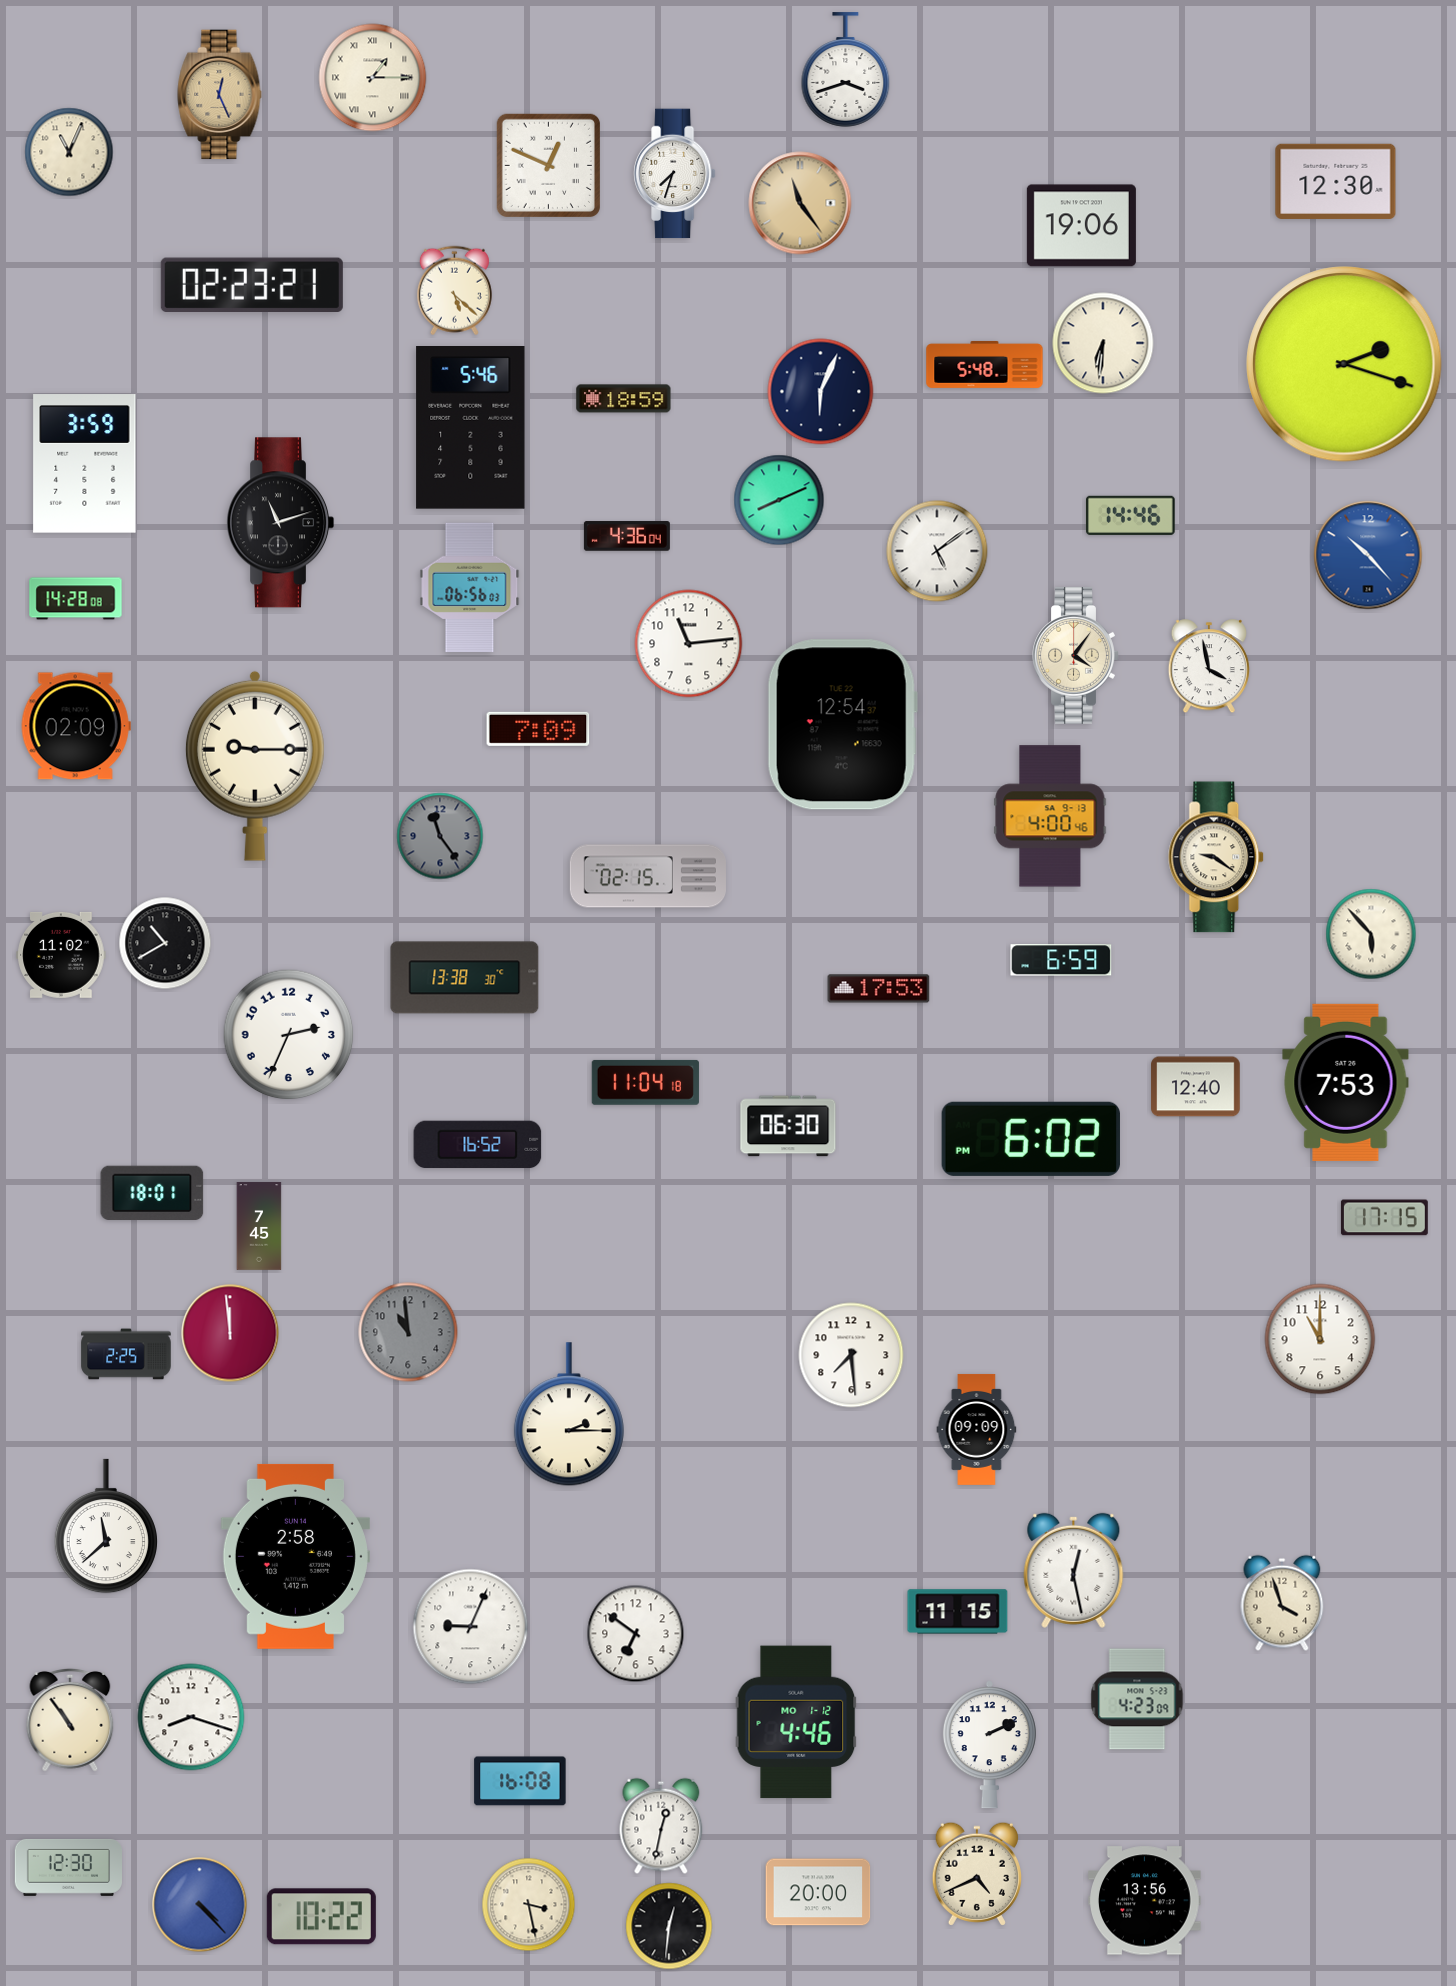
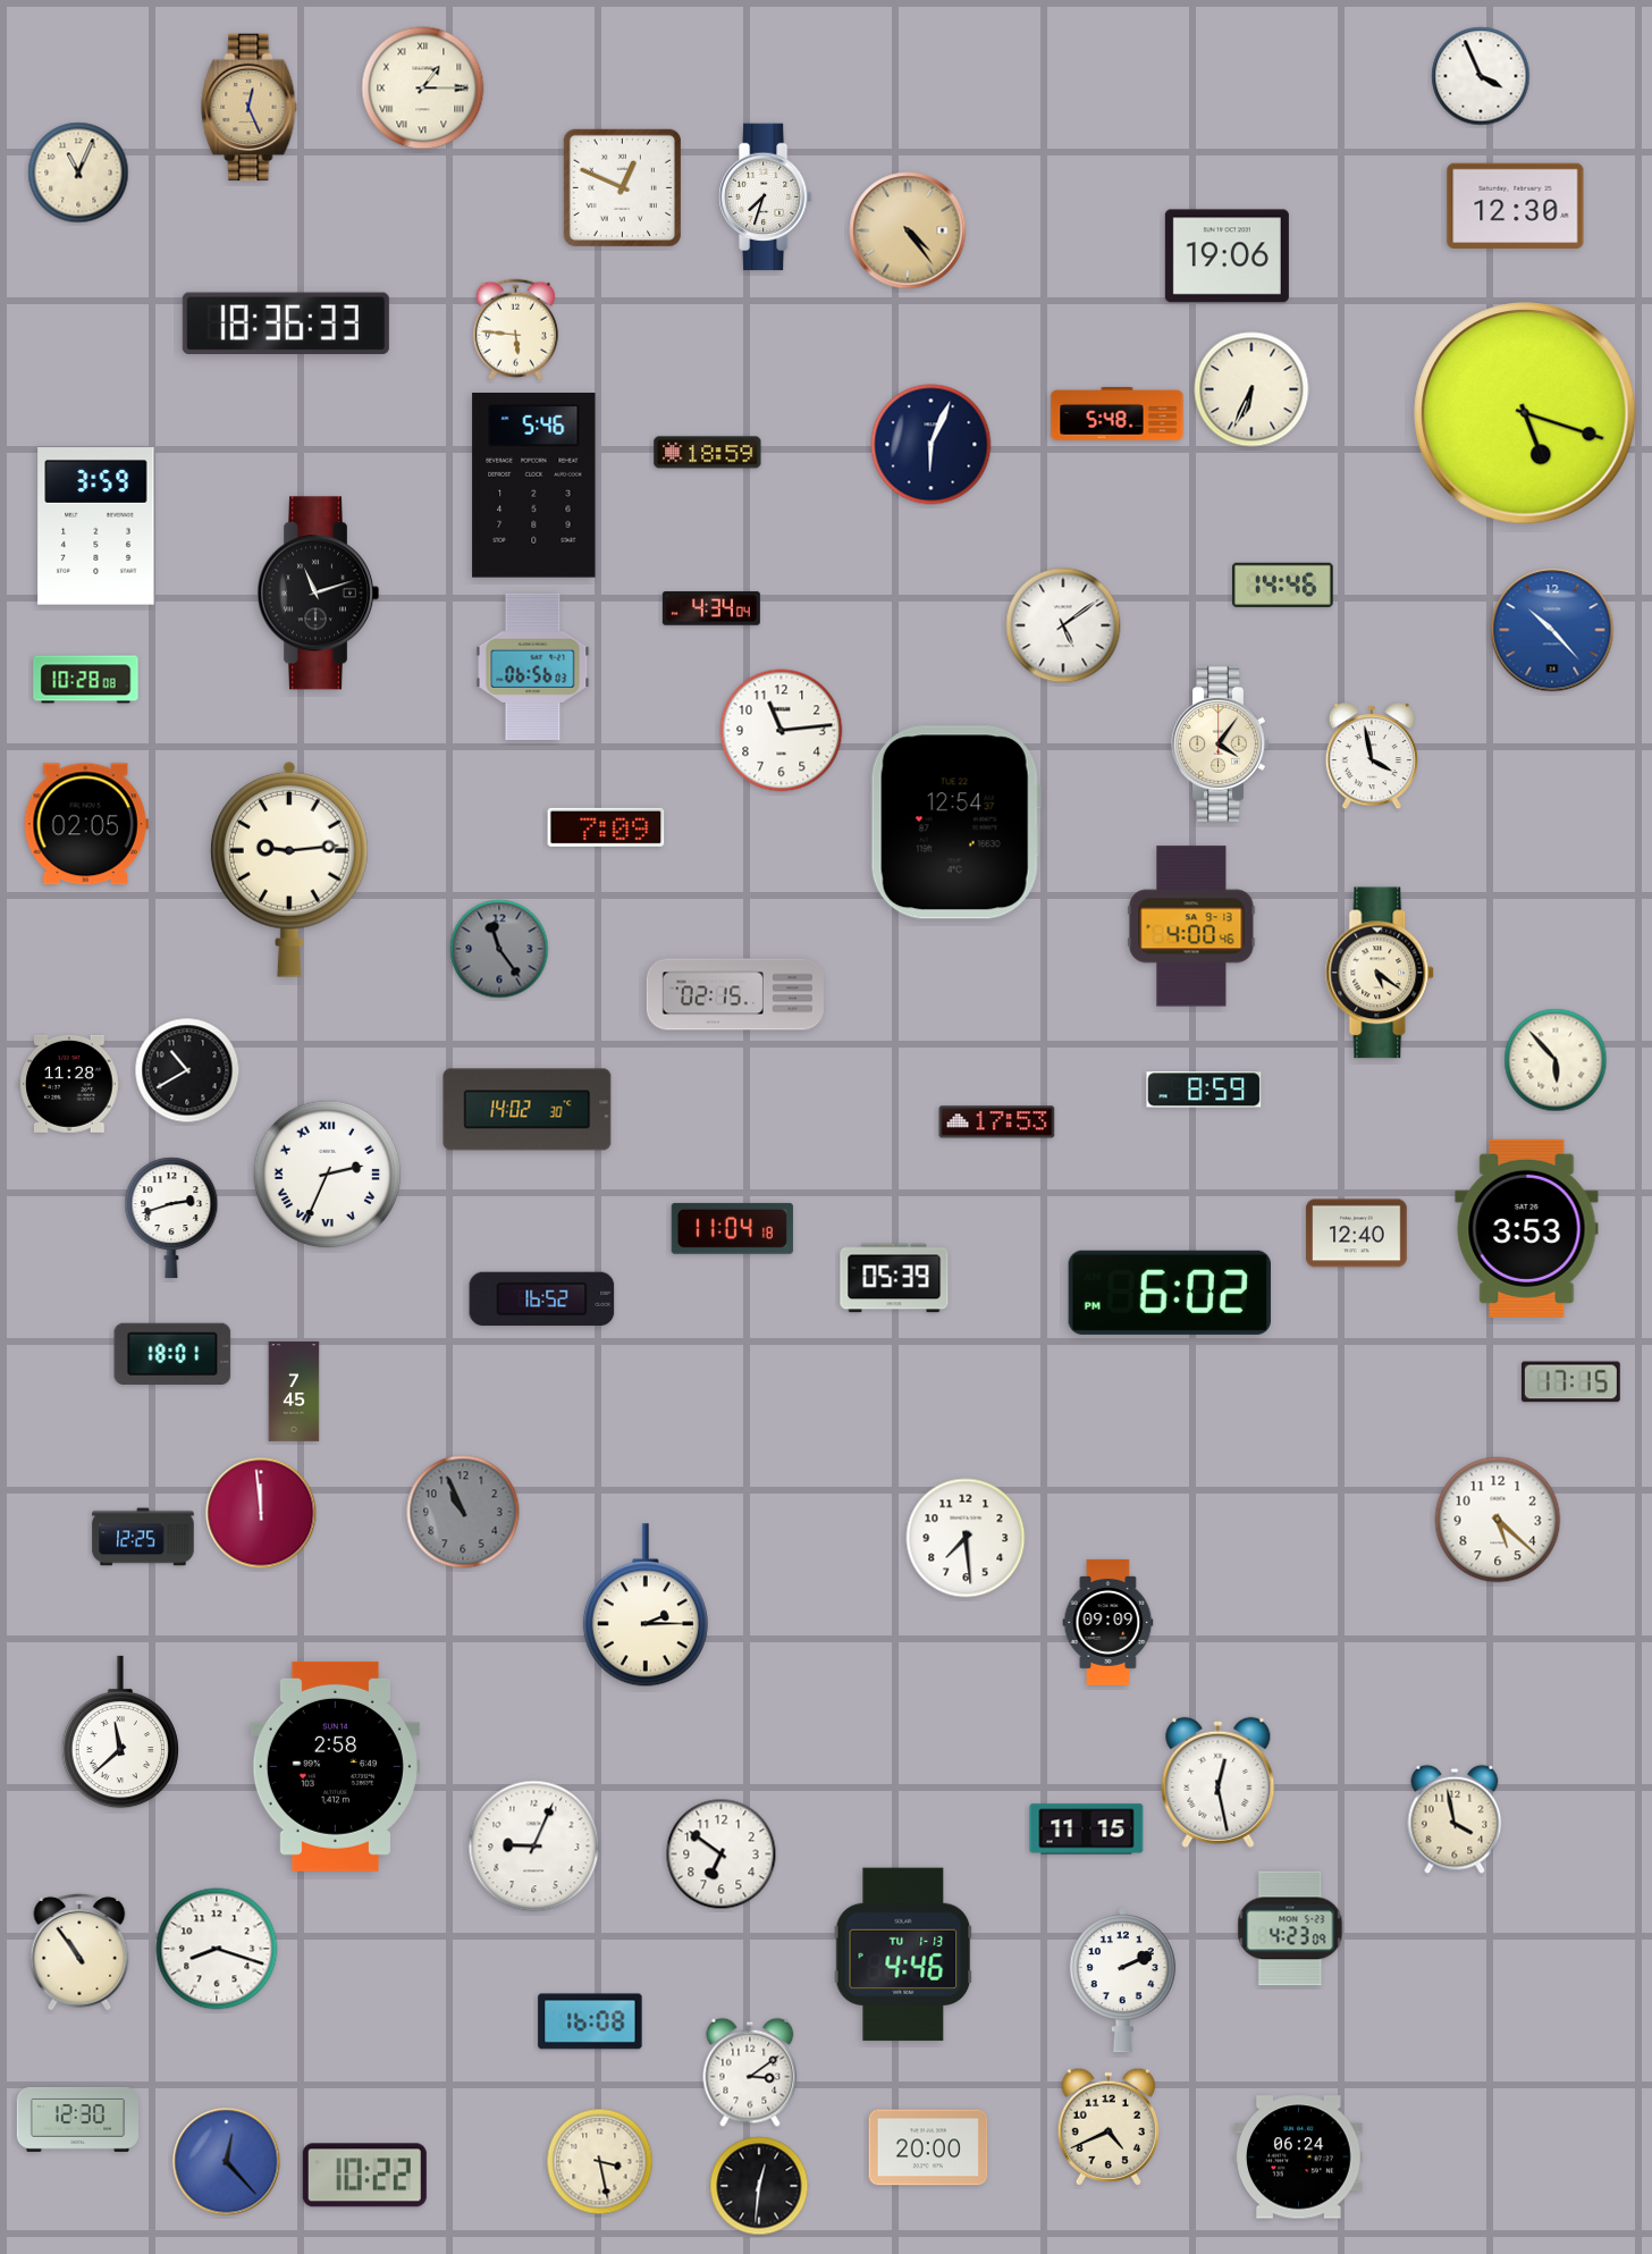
clock at (1481, 76): none -> 3:56
clock at (846, 70): 3:42 -> none
clock at (800, 203): 11:24 -> 4:24
clock at (252, 285): 02:23 -> 18:36
clock at (454, 291): 5:22 -> 5:46
clock at (1103, 343): 6:31 -> 6:34
clock at (1344, 364): 2:18 -> 5:18
clock at (779, 500): 8:11 -> none
clock at (627, 536): 4:36 -> 4:34
clock at (76, 599): 14:28 -> 10:28
clock at (76, 726): 02:09 -> 02:05
clock at (538, 729) position: (538, 729) -> (606, 827)
clock at (255, 766): 9:15 -> 9:14
clock at (1217, 857): 9:21 -> 5:21
clock at (61, 955): 11:02 -> 11:28
clock at (1061, 960): 6:59 -> 8:59
clock at (465, 978): 13:38 -> 14:02
clock at (289, 1035) numerals: Arabic -> Roman
clock at (171, 1218): none -> 2:42
clock at (1346, 1082): 7:53 -> 3:53
clock at (788, 1126): 06:30 -> 05:39
clock at (408, 1332): 10:59 -> 10:56
clock at (1320, 1339): 11:00 -> 5:22
clock at (126, 1354): 2:25 -> 12:25
clock at (1282, 1603): 3:57 -> 3:58
clock at (796, 1722) date: MO 1-12 -> TU 1-13
clock at (661, 1826): 12:32 -> 3:09
clock at (1145, 1901): 13:56 -> 06:24
clock at (200, 1905): 4:23 -> 12:23
